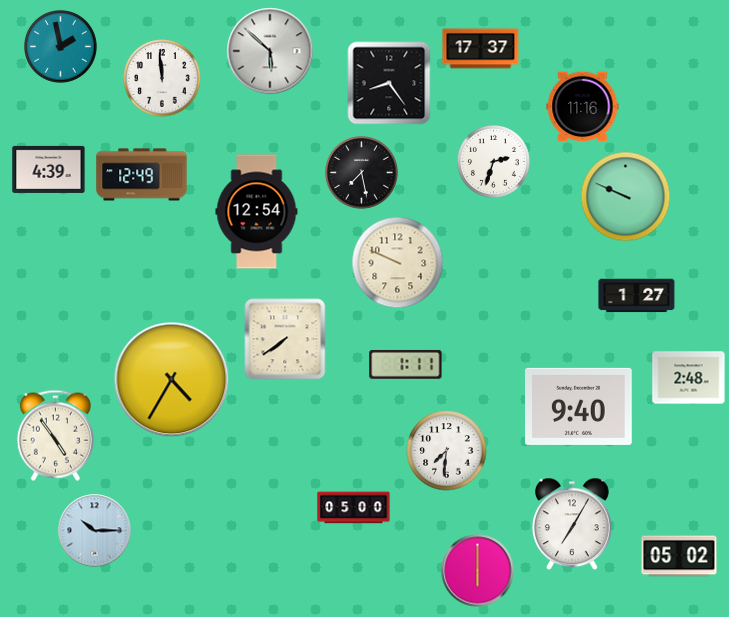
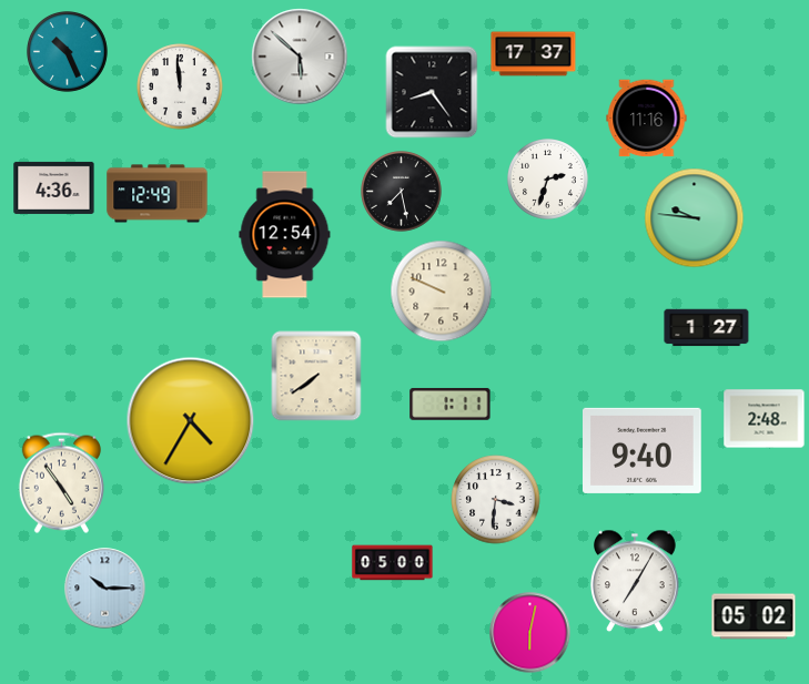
clock at (61, 47): 1:58 -> 10:26
clock at (49, 169): 4:39 -> 4:36
clock at (626, 197): 9:49 -> 9:46
clock at (447, 451): 7:31 -> 3:31
clock at (478, 571): 6:00 -> 6:02
